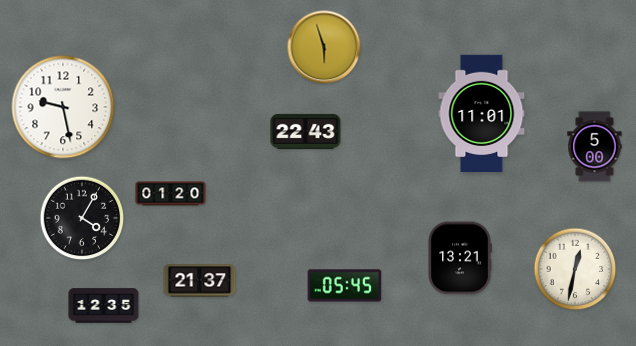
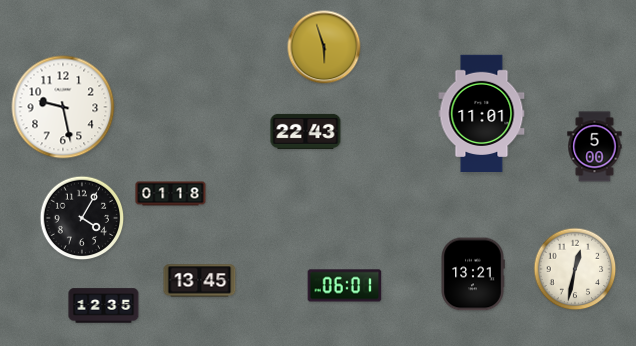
clock at (171, 194): 01:20 -> 01:18
clock at (460, 258) position: (460, 258) -> (473, 274)
clock at (200, 281): 21:37 -> 13:45
clock at (345, 286): 05:45 -> 06:01
